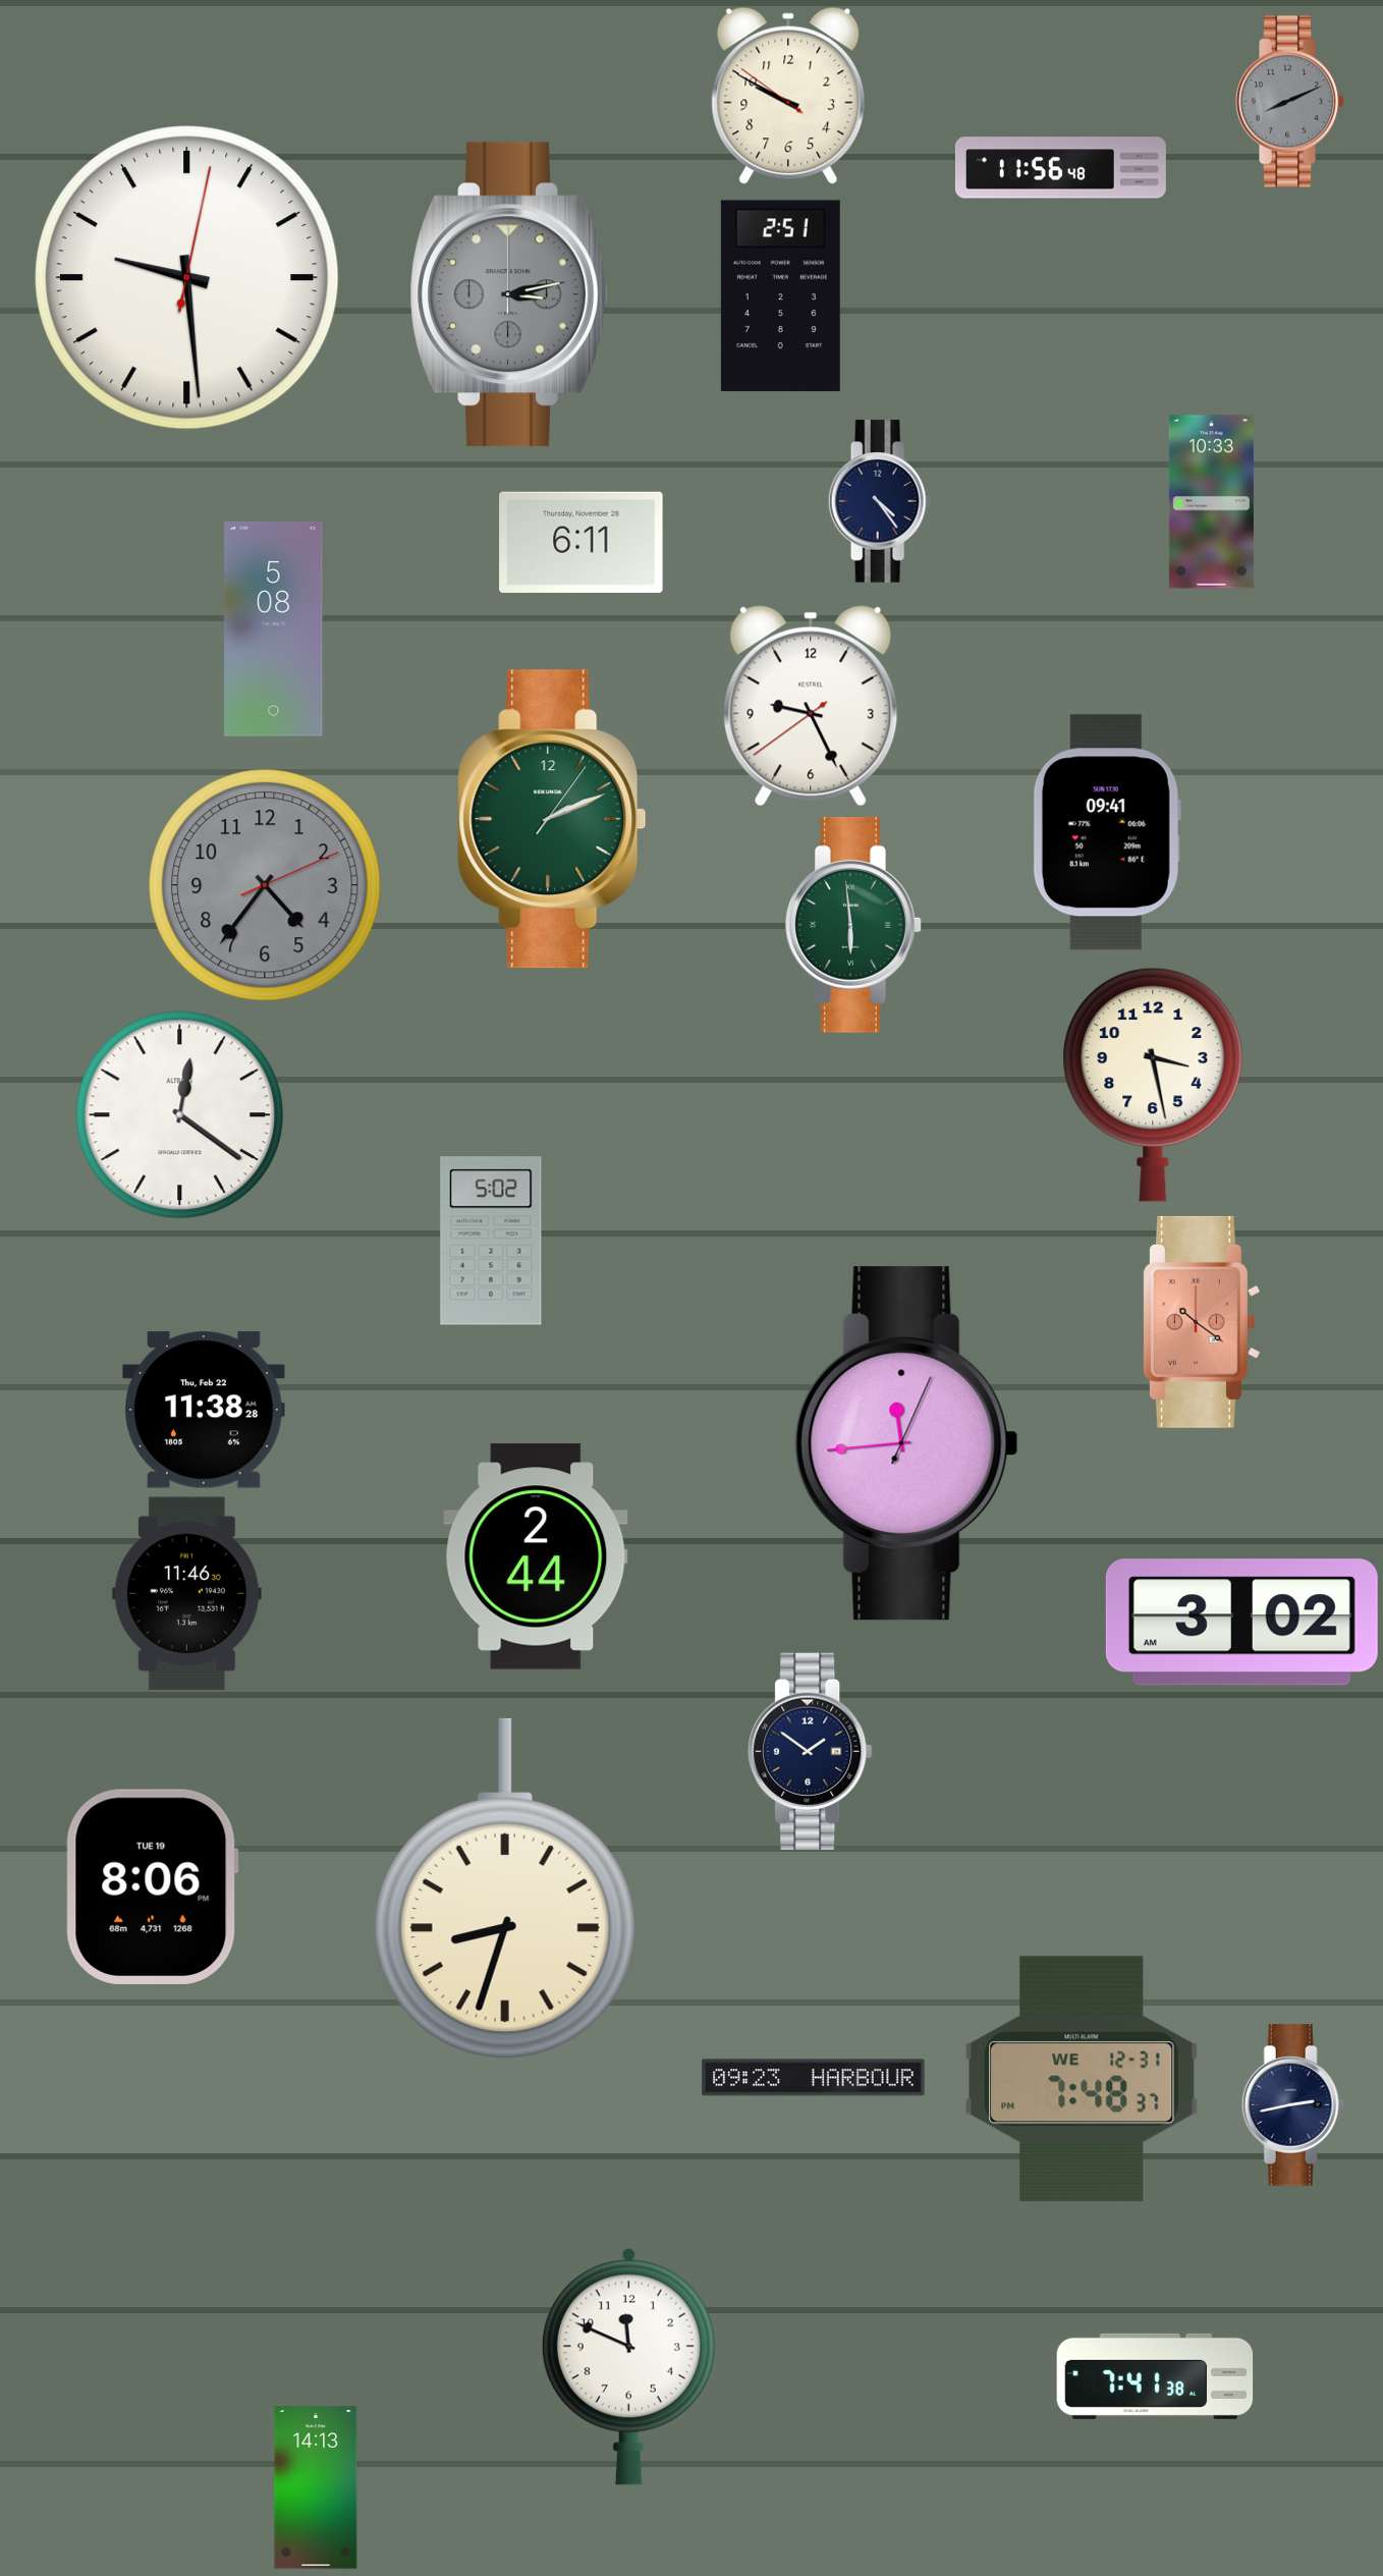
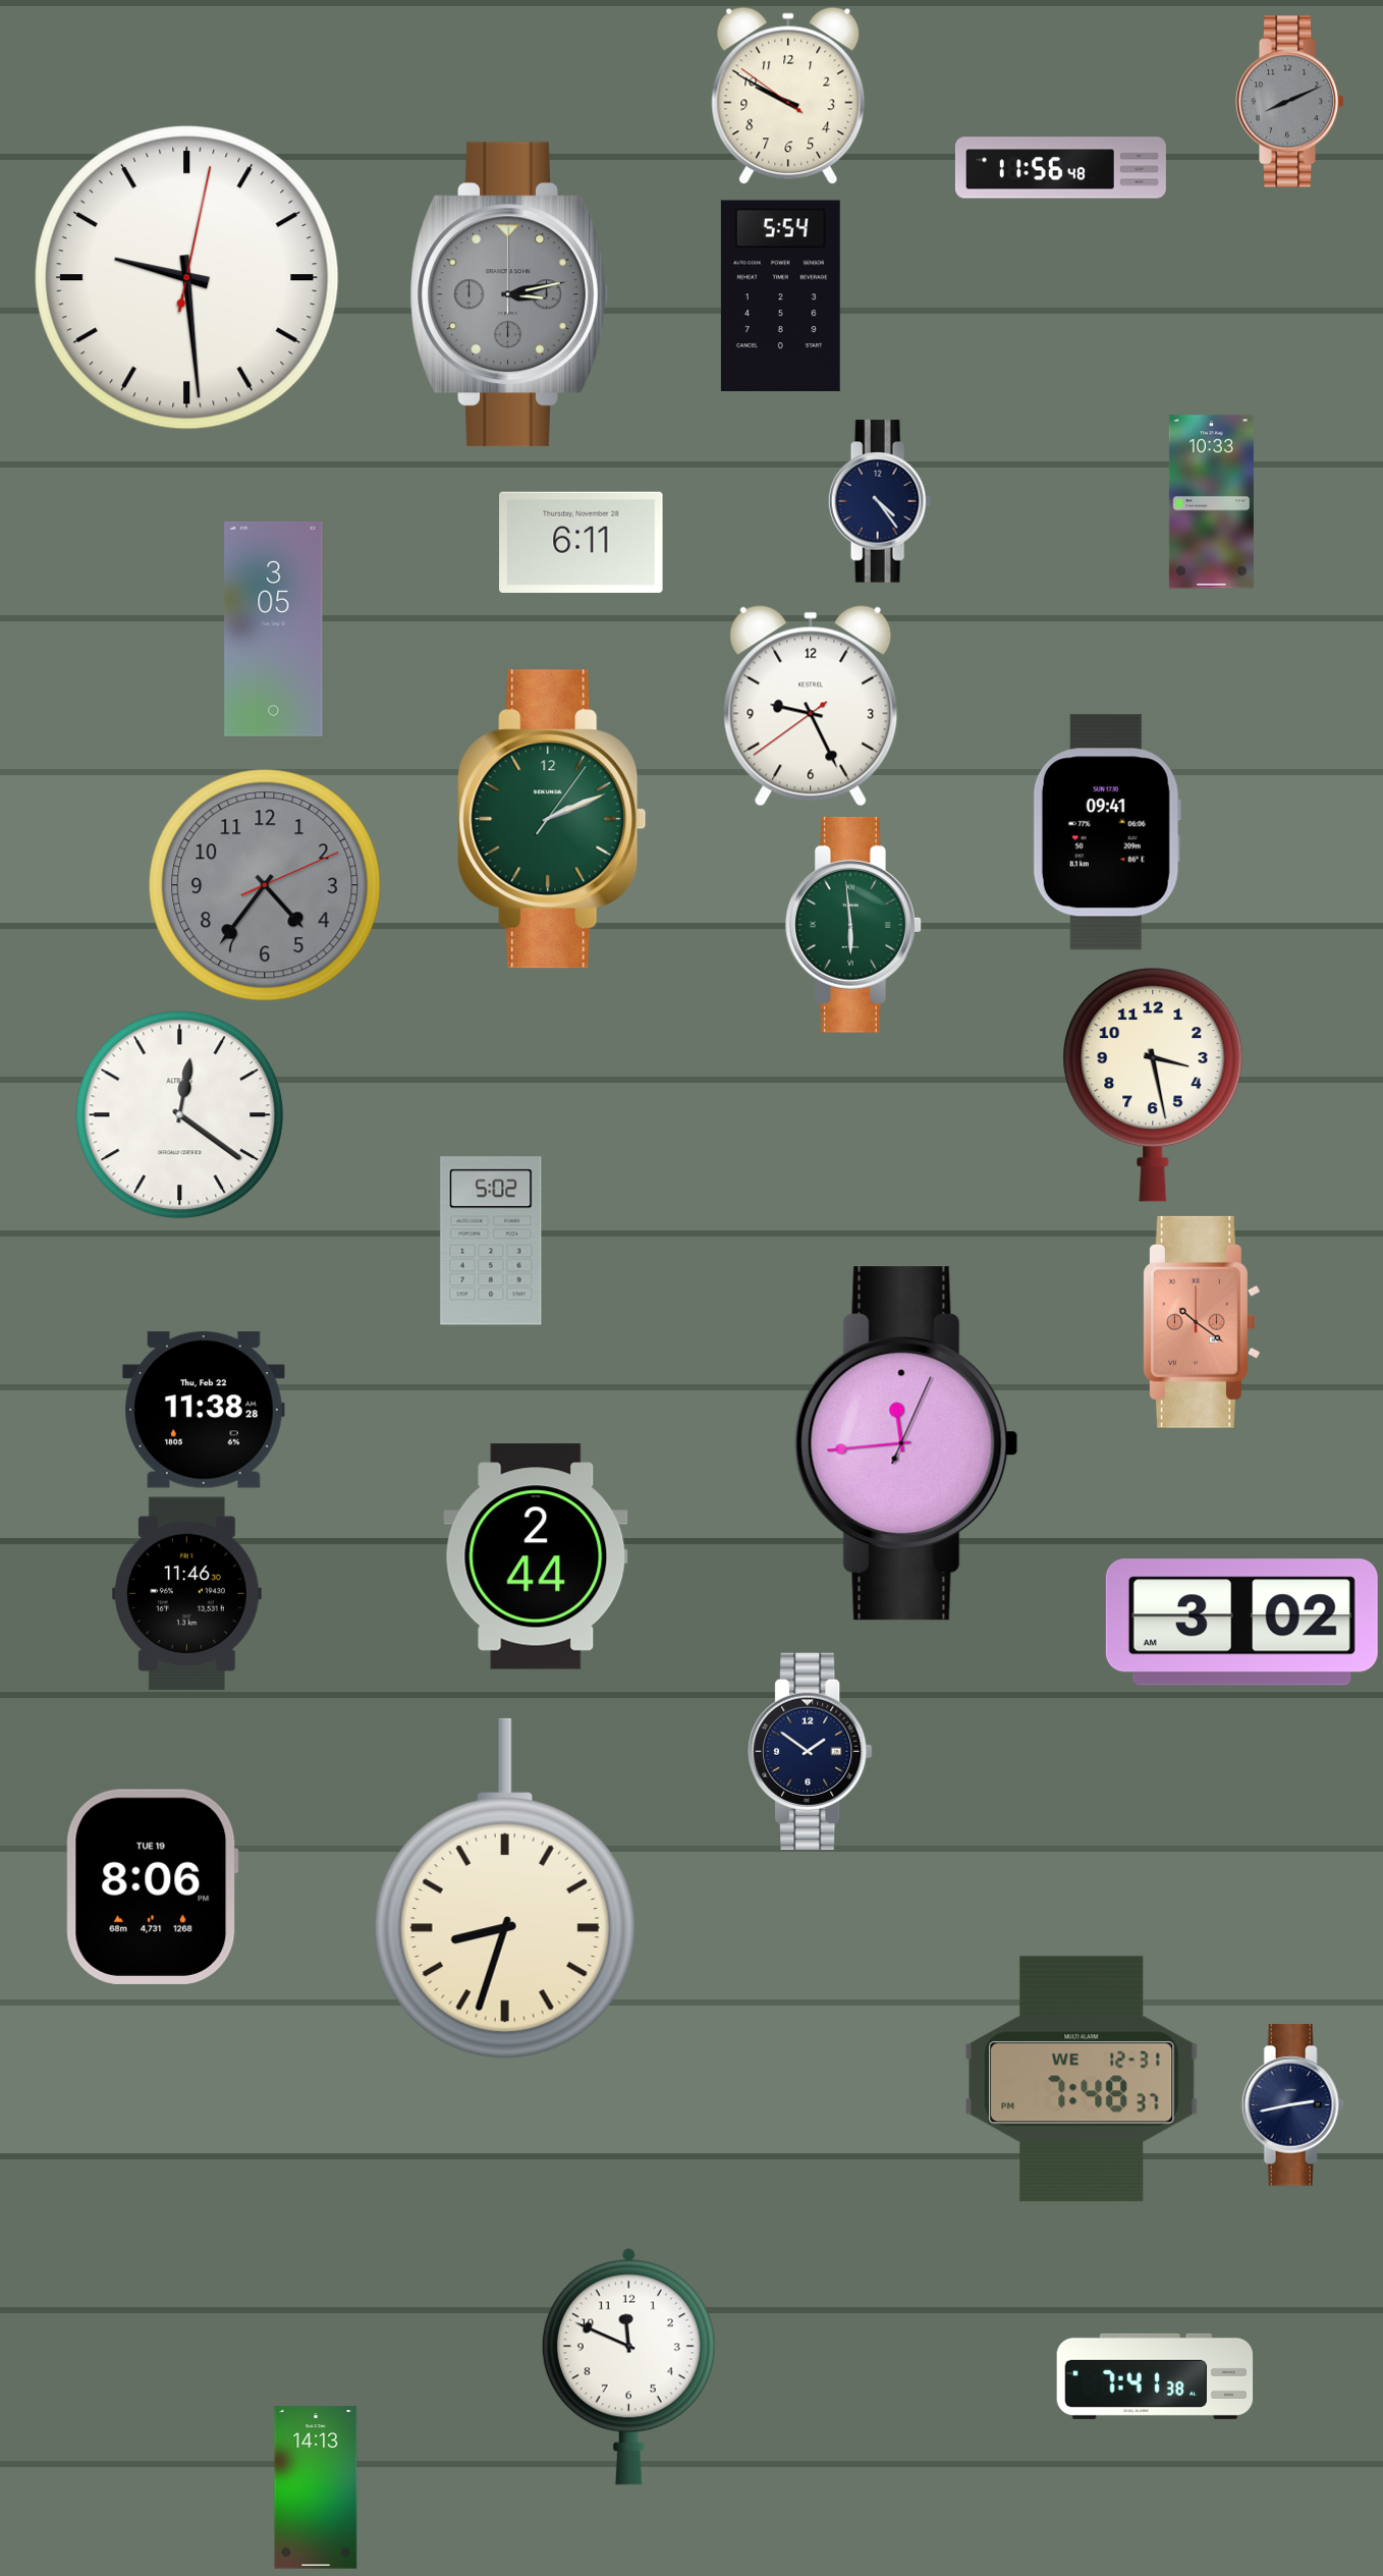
clock at (780, 296): 2:51 -> 5:54
clock at (274, 628): 5:08 -> 3:05
clock at (814, 2078): 09:23 -> none
